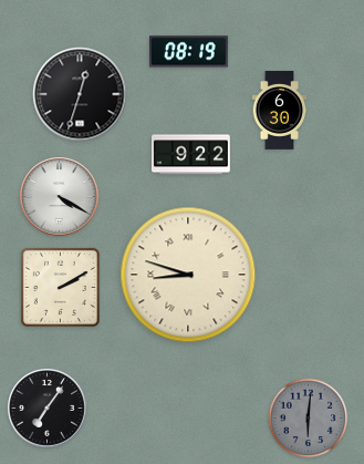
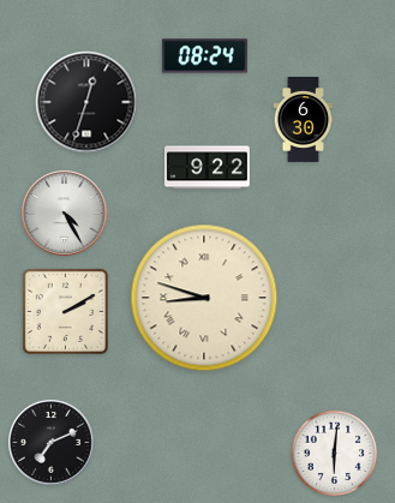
clock at (188, 52): 08:19 -> 08:24
clock at (59, 196): 4:20 -> 4:25
clock at (46, 408): 7:06 -> 7:11
clock at (309, 419) dial: grey -> white
